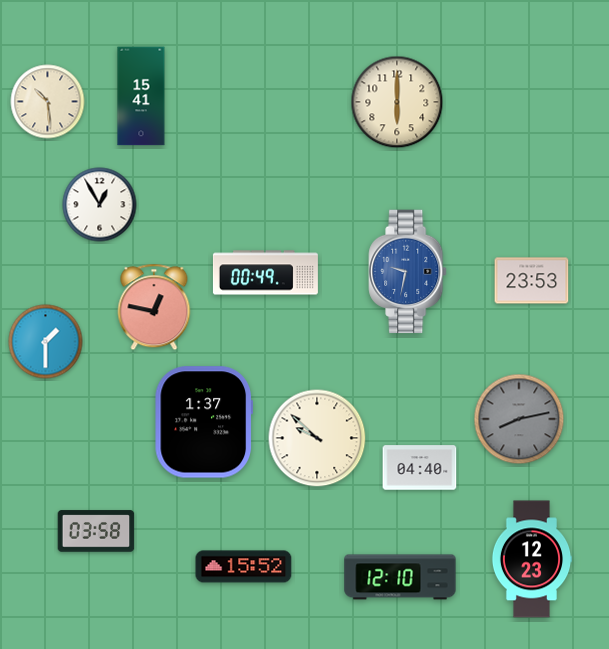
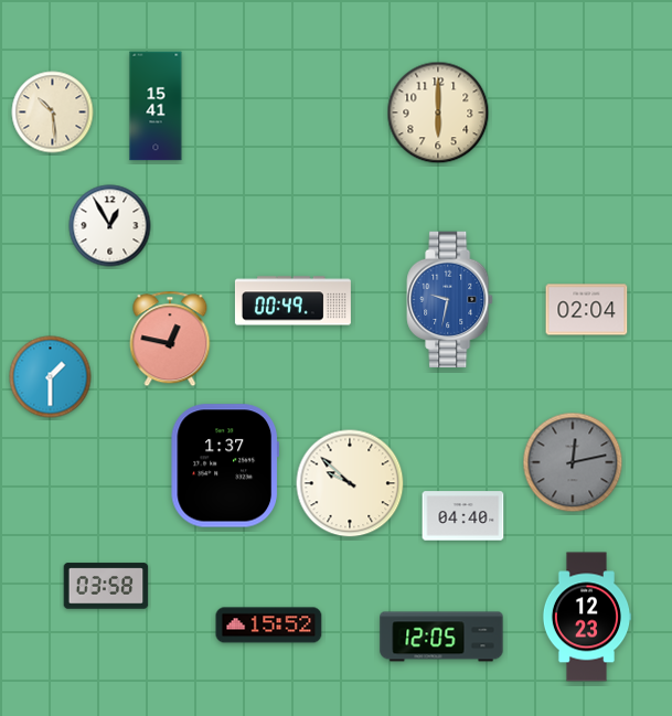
clock at (532, 281): 23:53 -> 02:04
clock at (519, 419): 8:13 -> 12:13
clock at (400, 577): 12:10 -> 12:05
